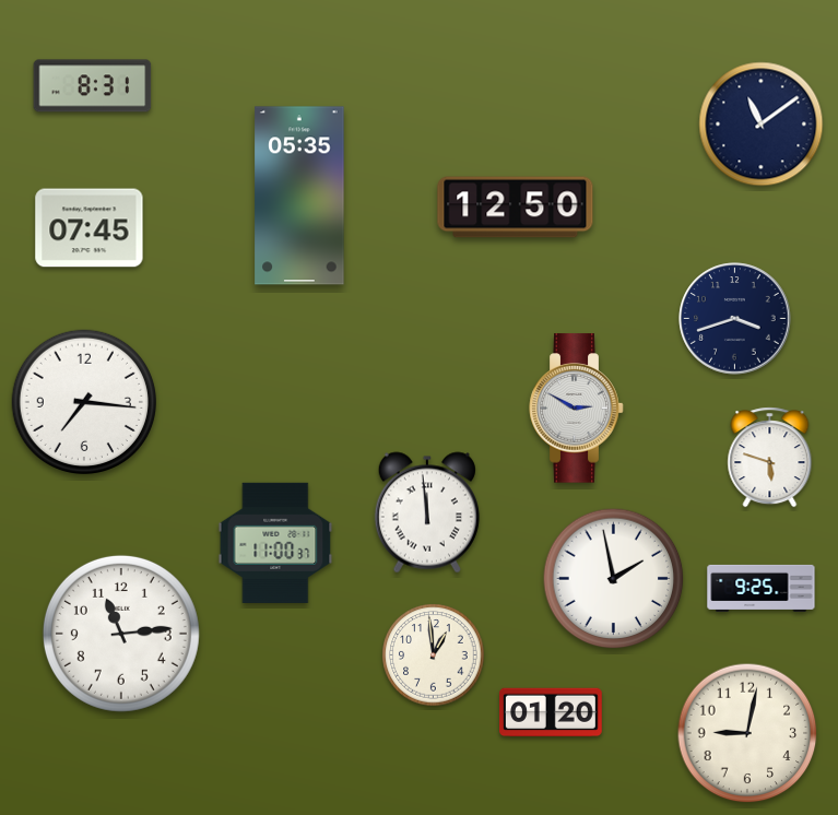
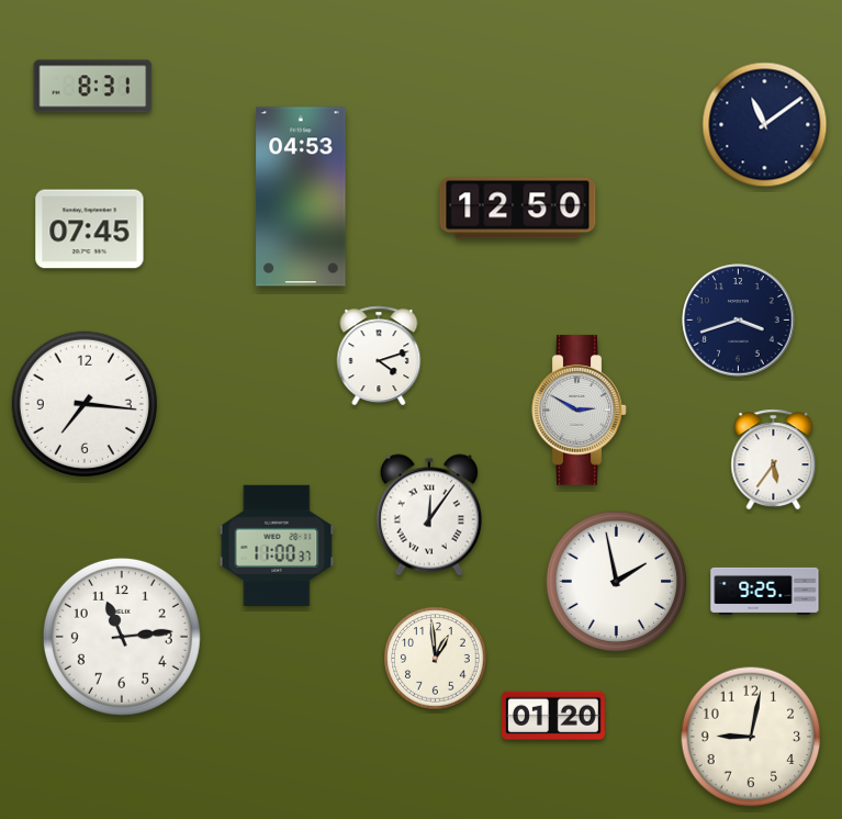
clock at (299, 196): 05:35 -> 04:53
clock at (379, 356): none -> 4:12
clock at (770, 458): 5:48 -> 5:36
clock at (427, 512): 11:59 -> 12:06
